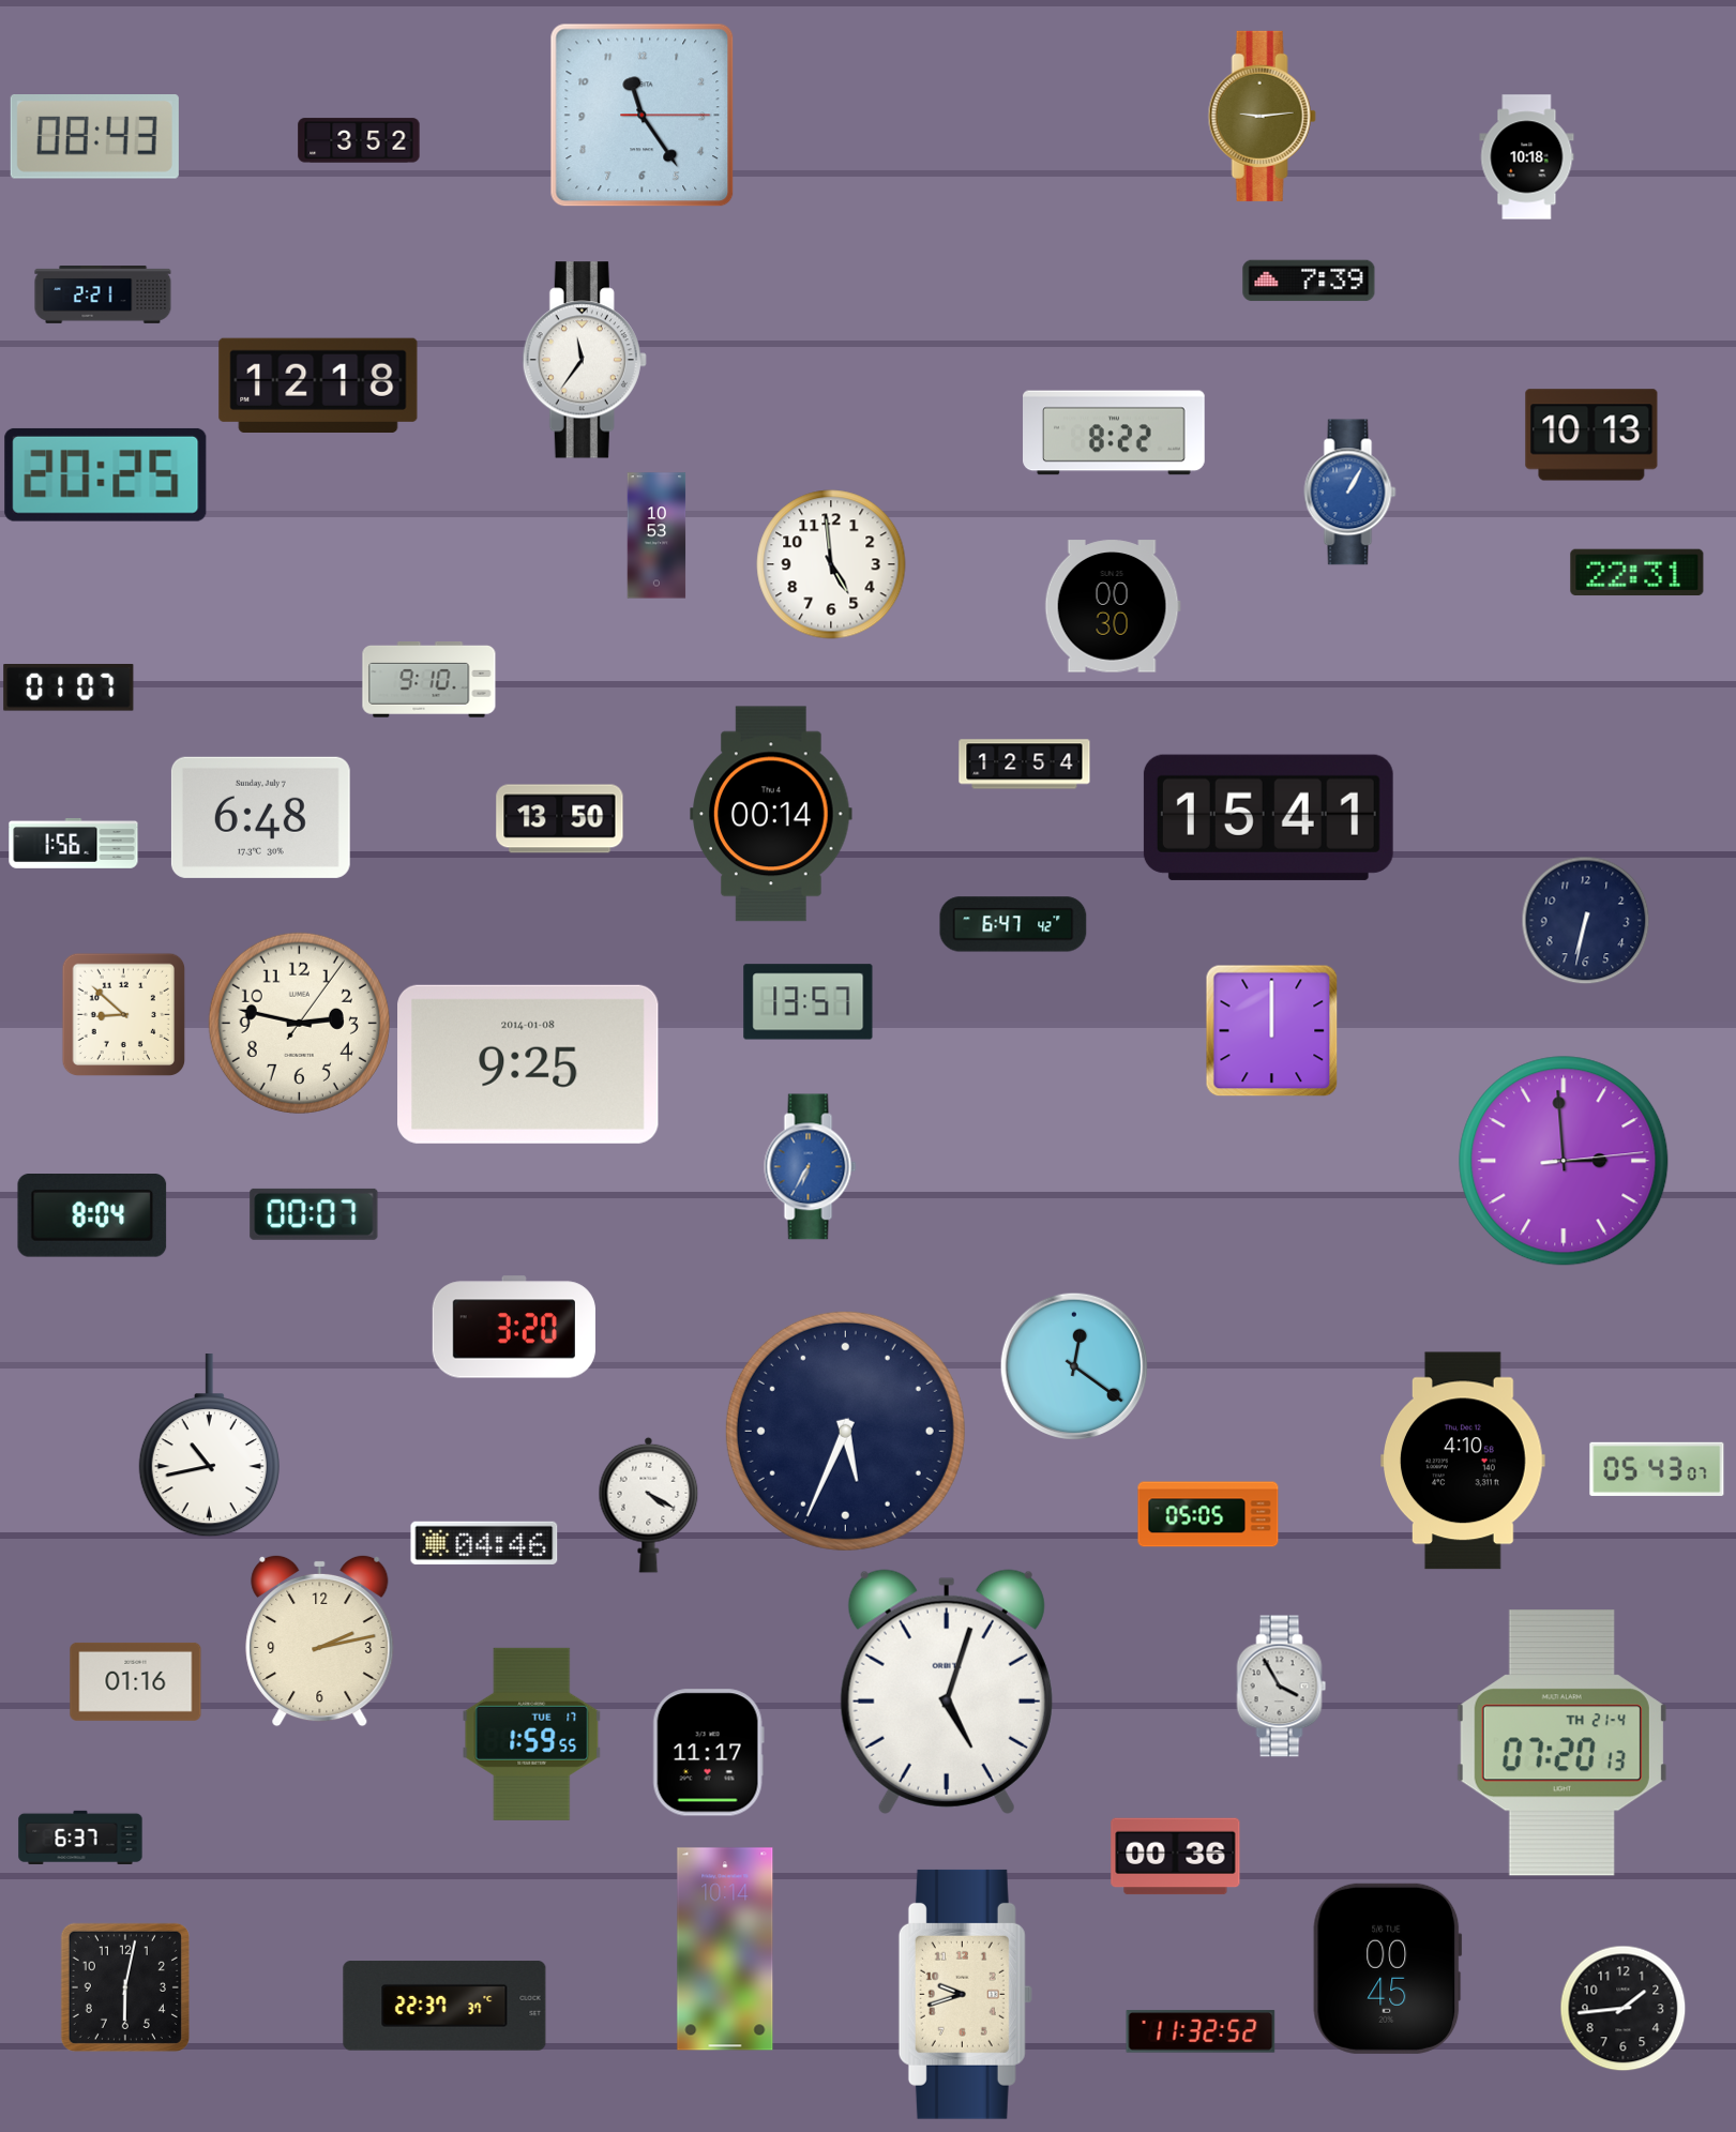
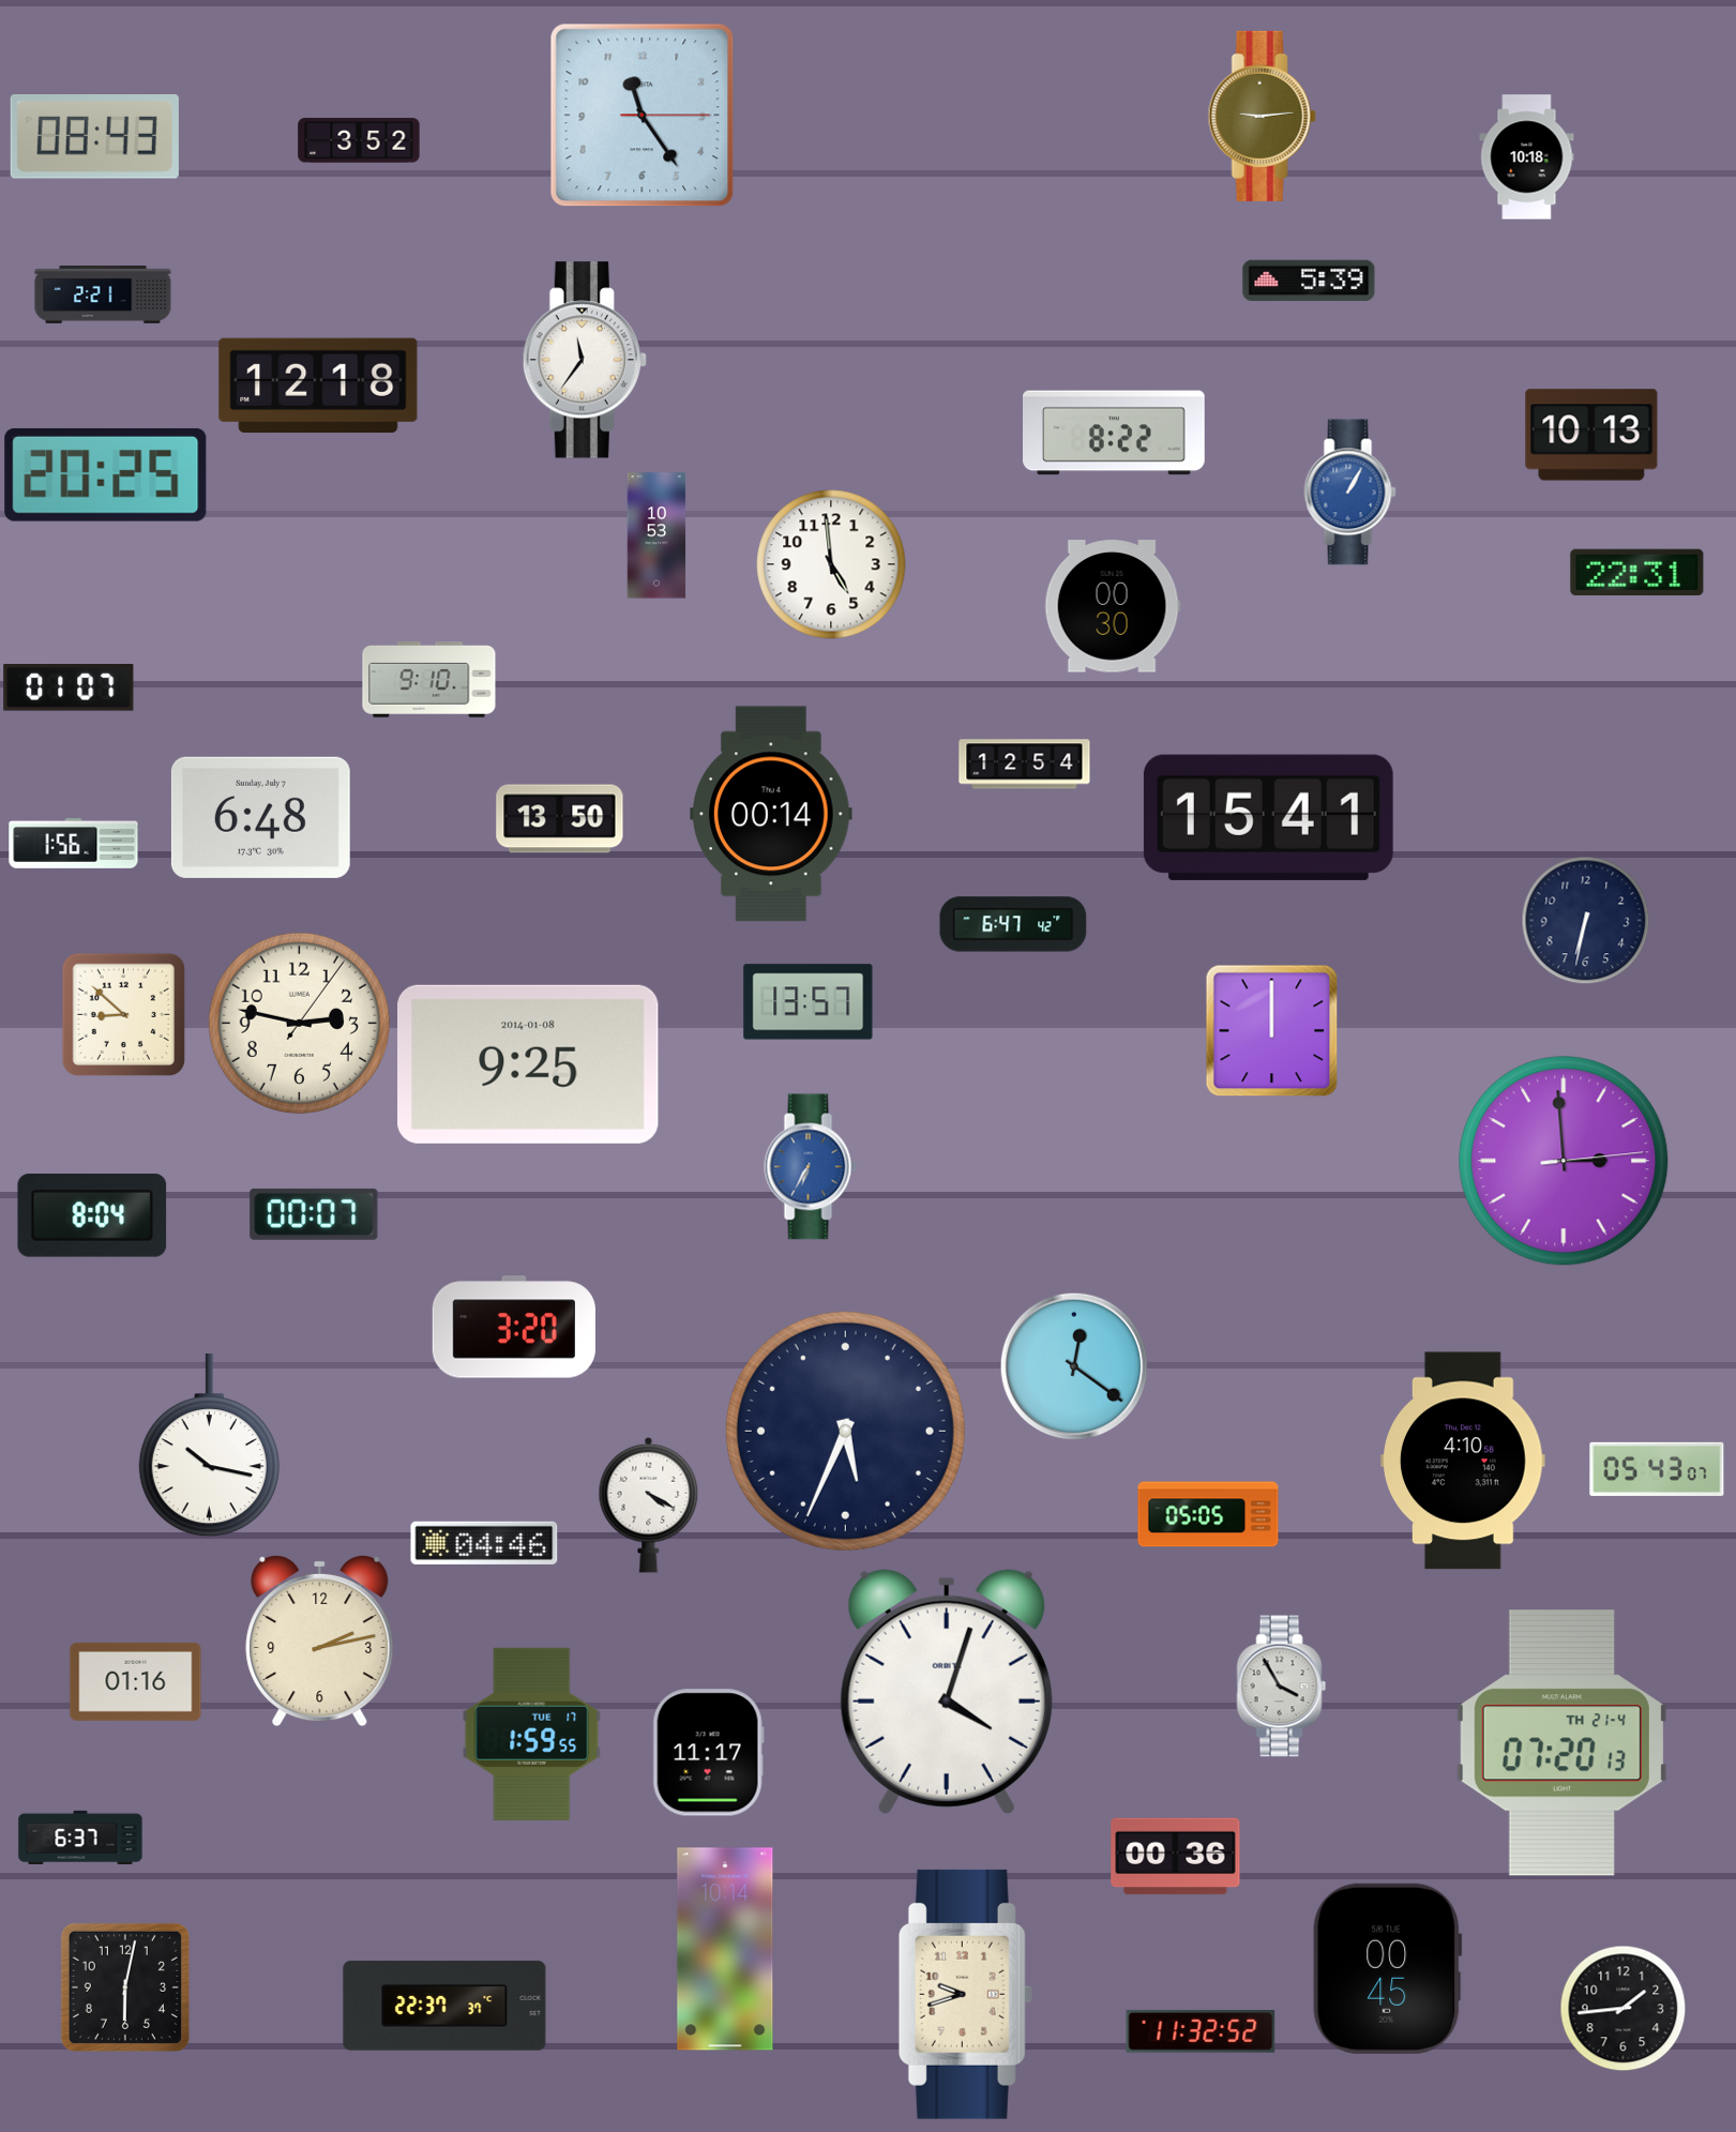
clock at (1309, 281): 7:39 -> 5:39
clock at (209, 1446): 10:43 -> 10:17
clock at (947, 1692): 5:03 -> 4:03
